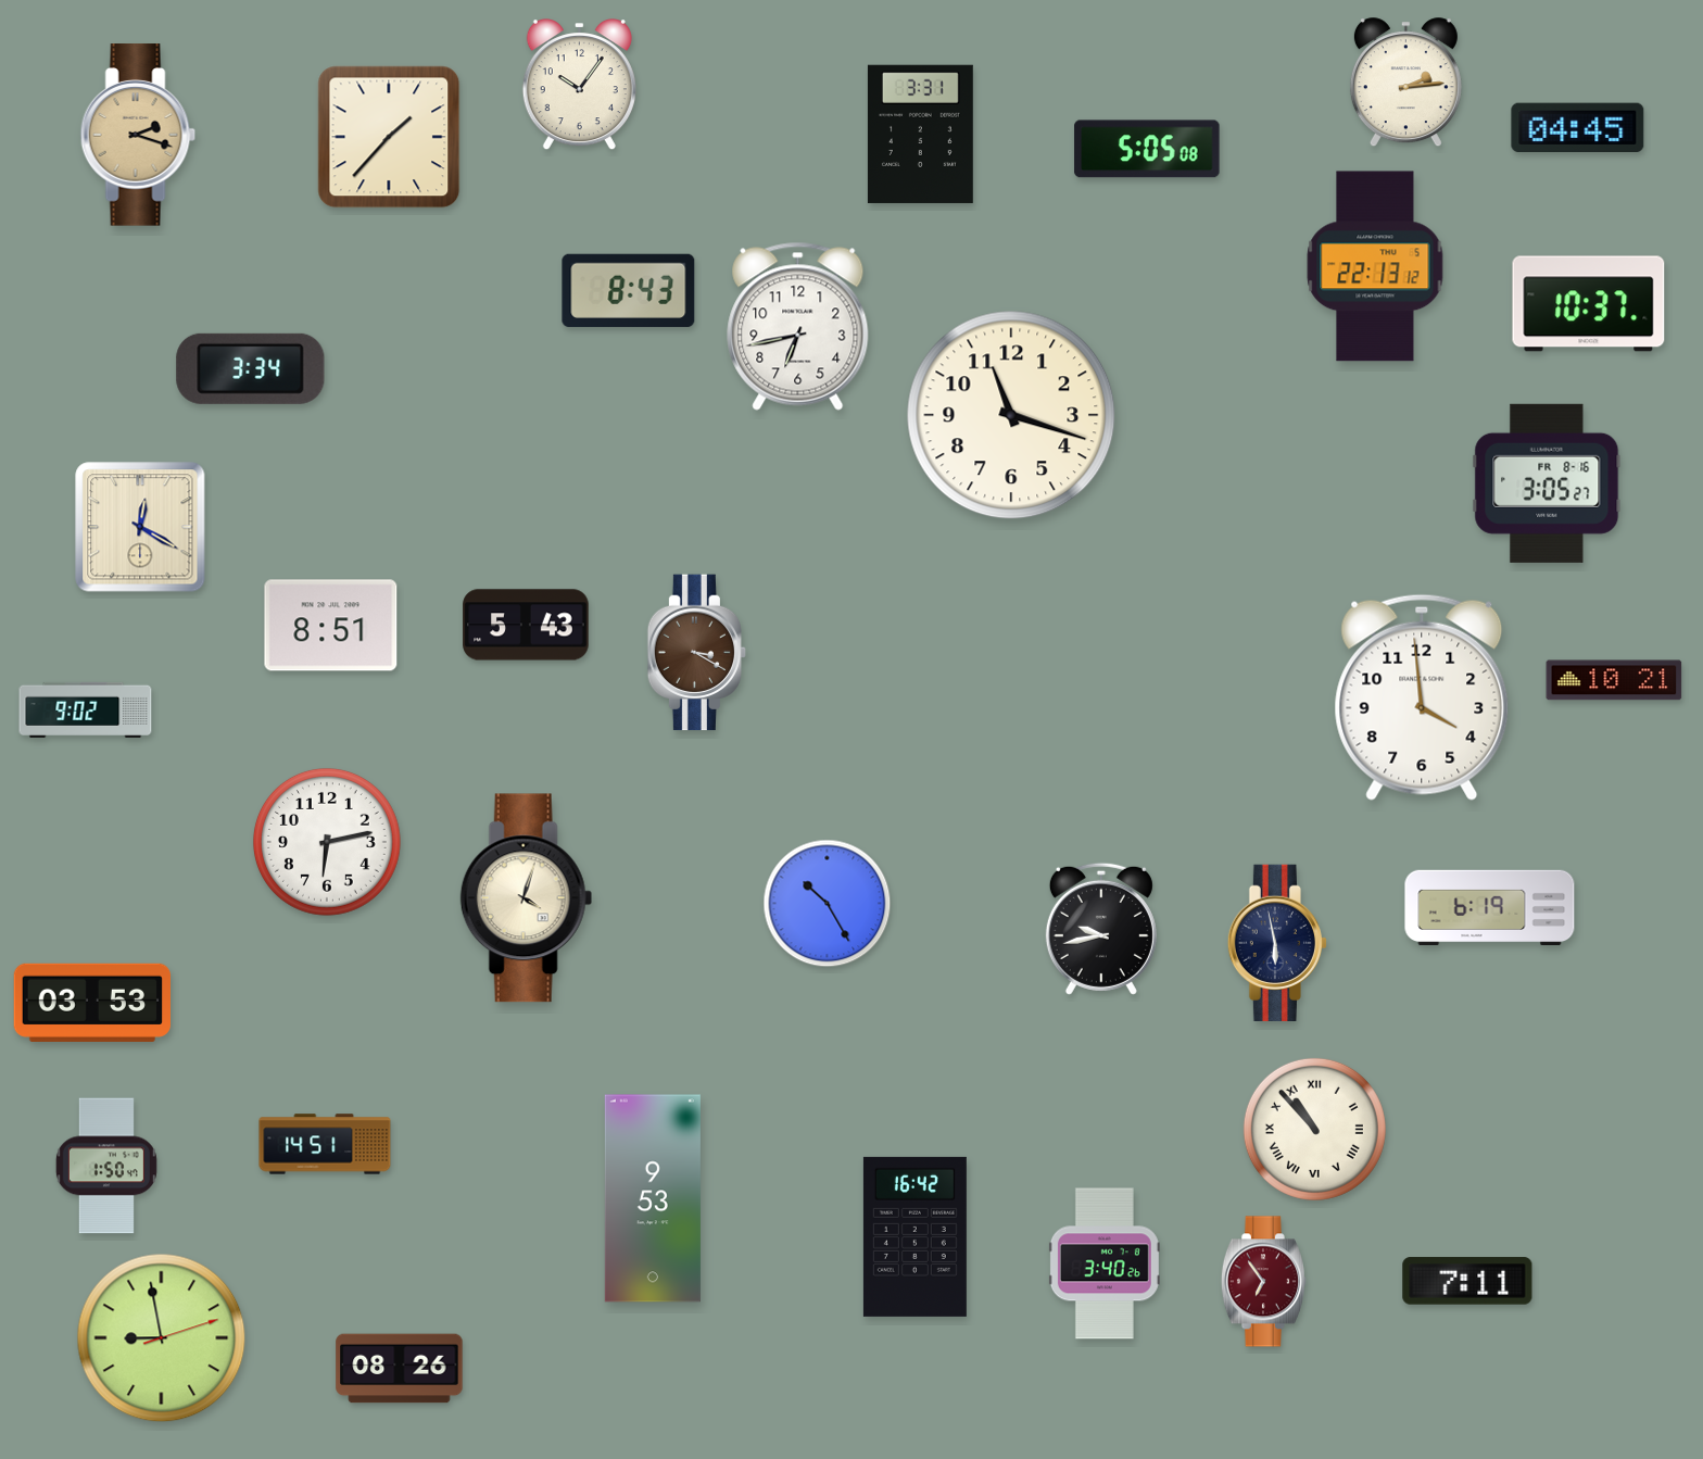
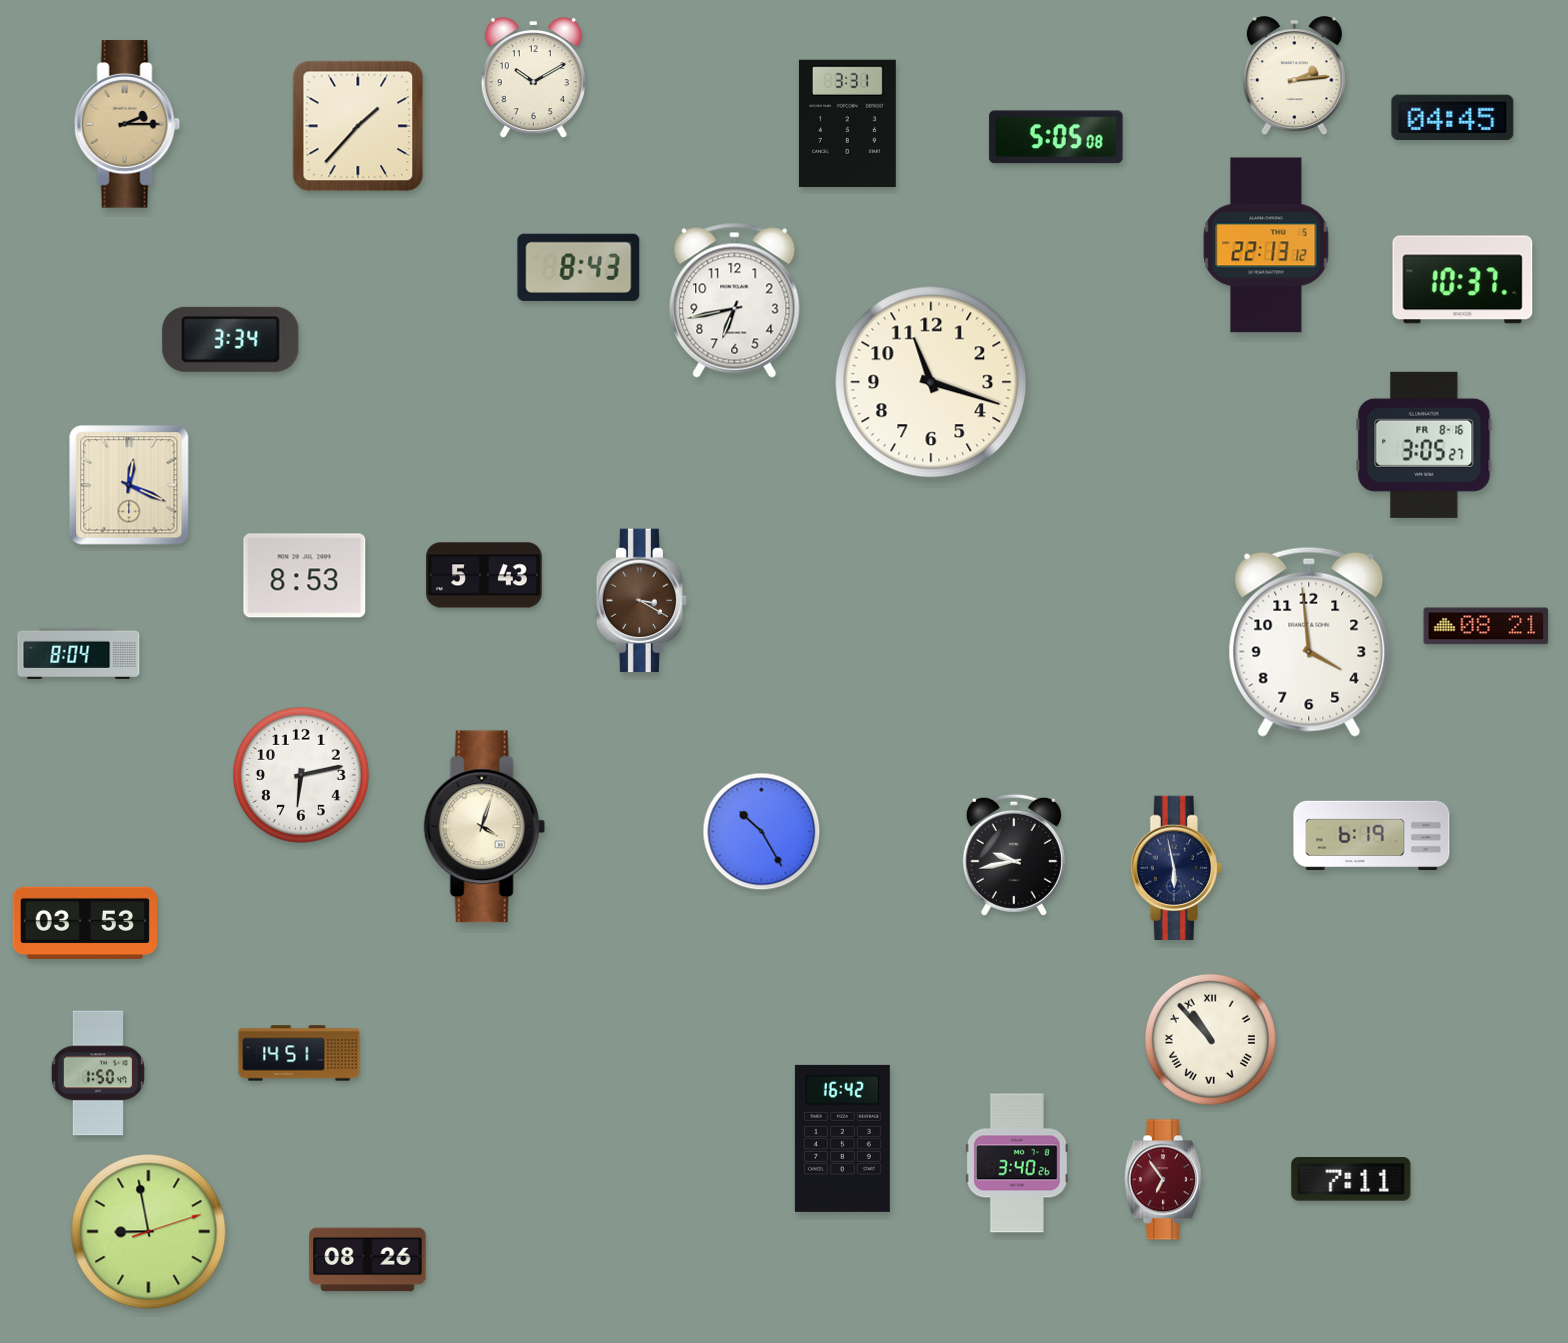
clock at (579, 86): 10:06 -> 10:10
clock at (138, 135): 2:18 -> 2:15
clock at (140, 527): 12:20 -> 12:19
clock at (331, 626): 8:51 -> 8:53
clock at (1614, 680): 10:21 -> 08:21
clock at (86, 709): 9:02 -> 8:04
clock at (653, 1198): 9:53 -> none
